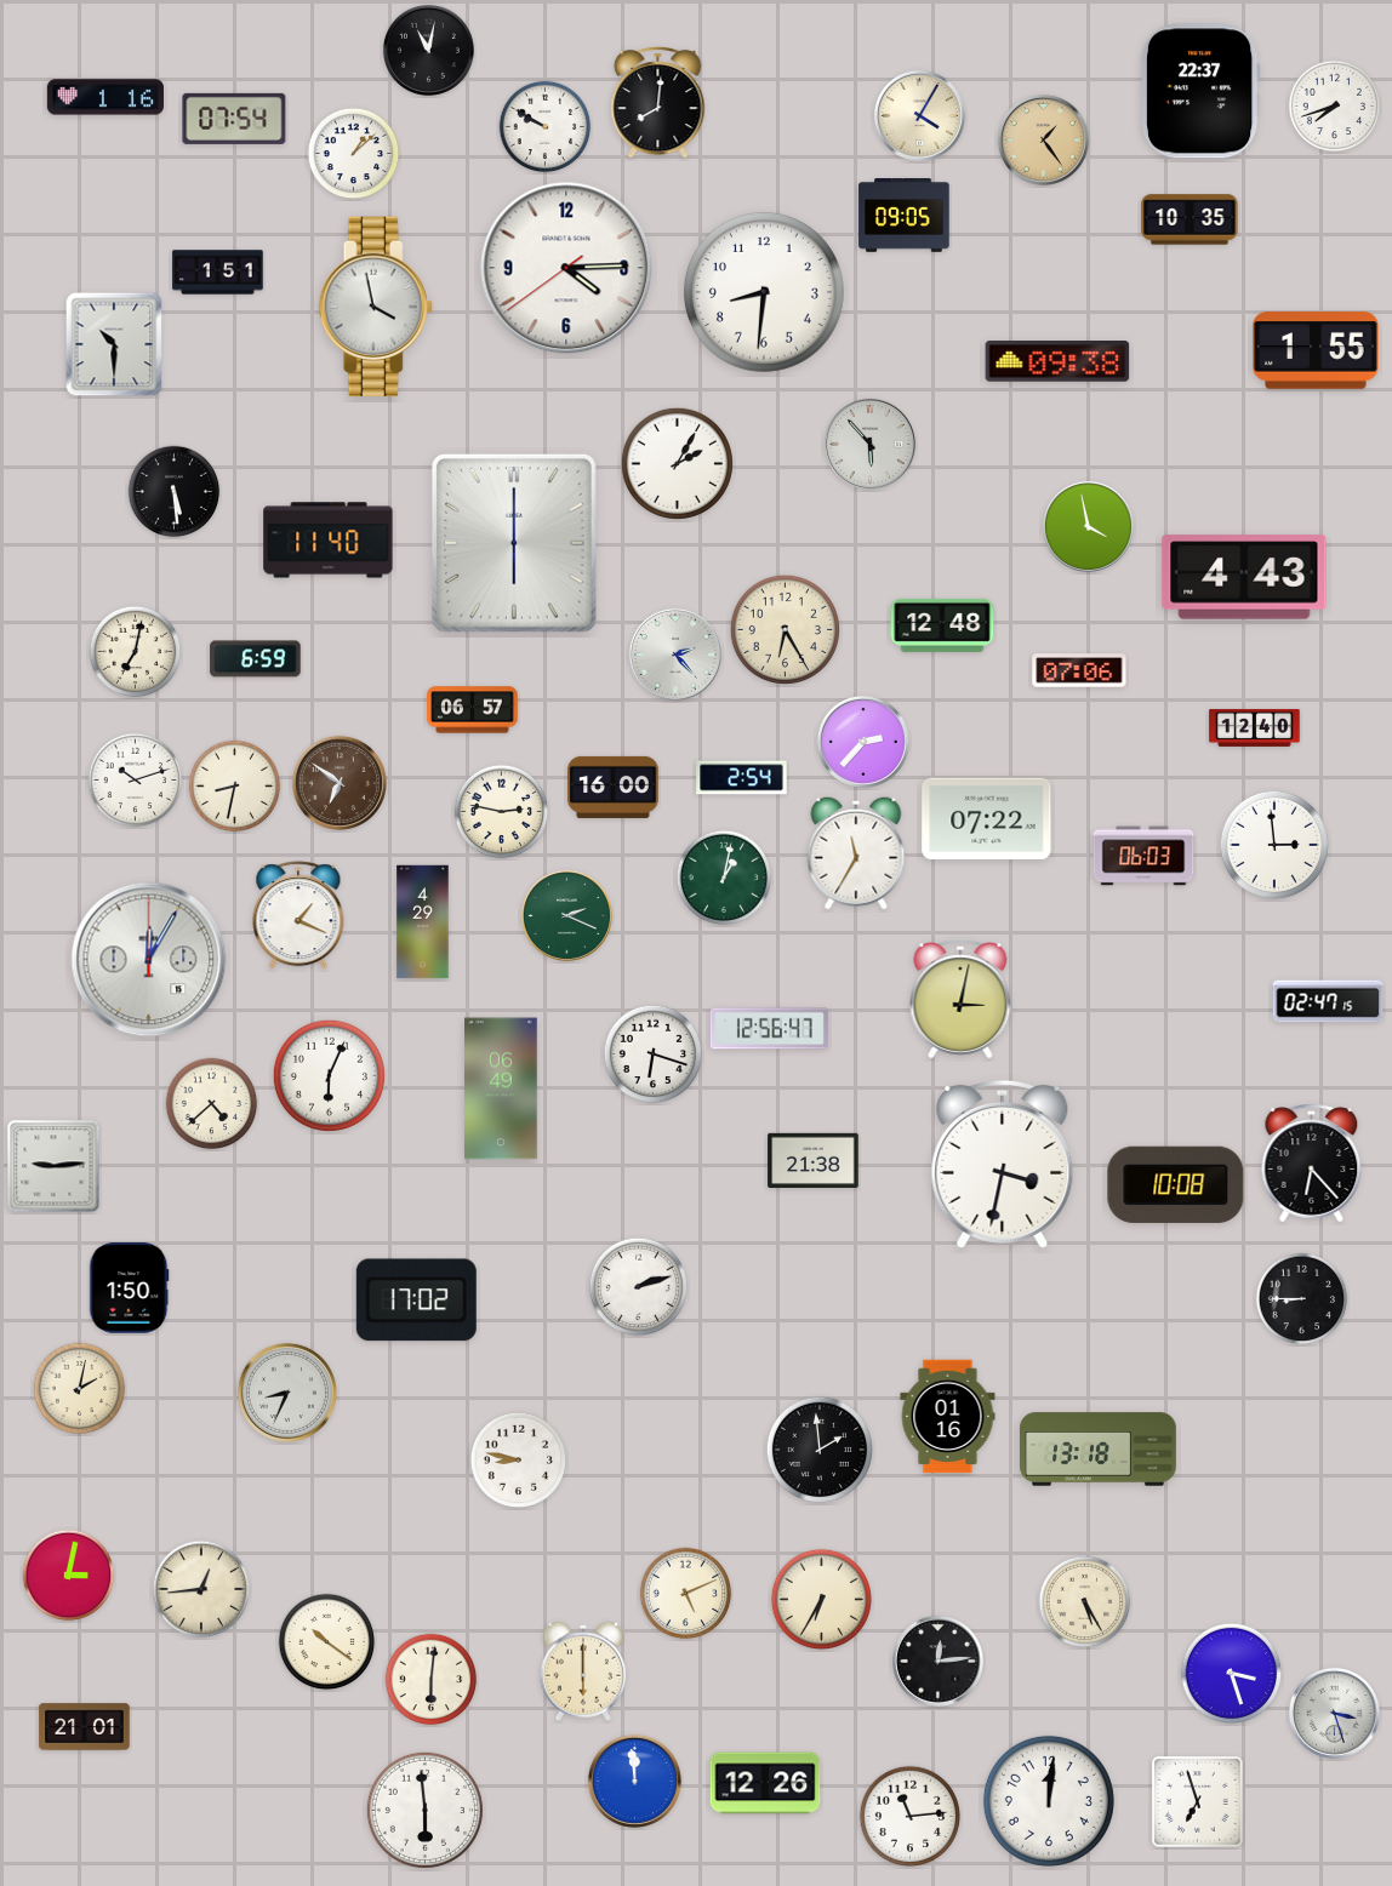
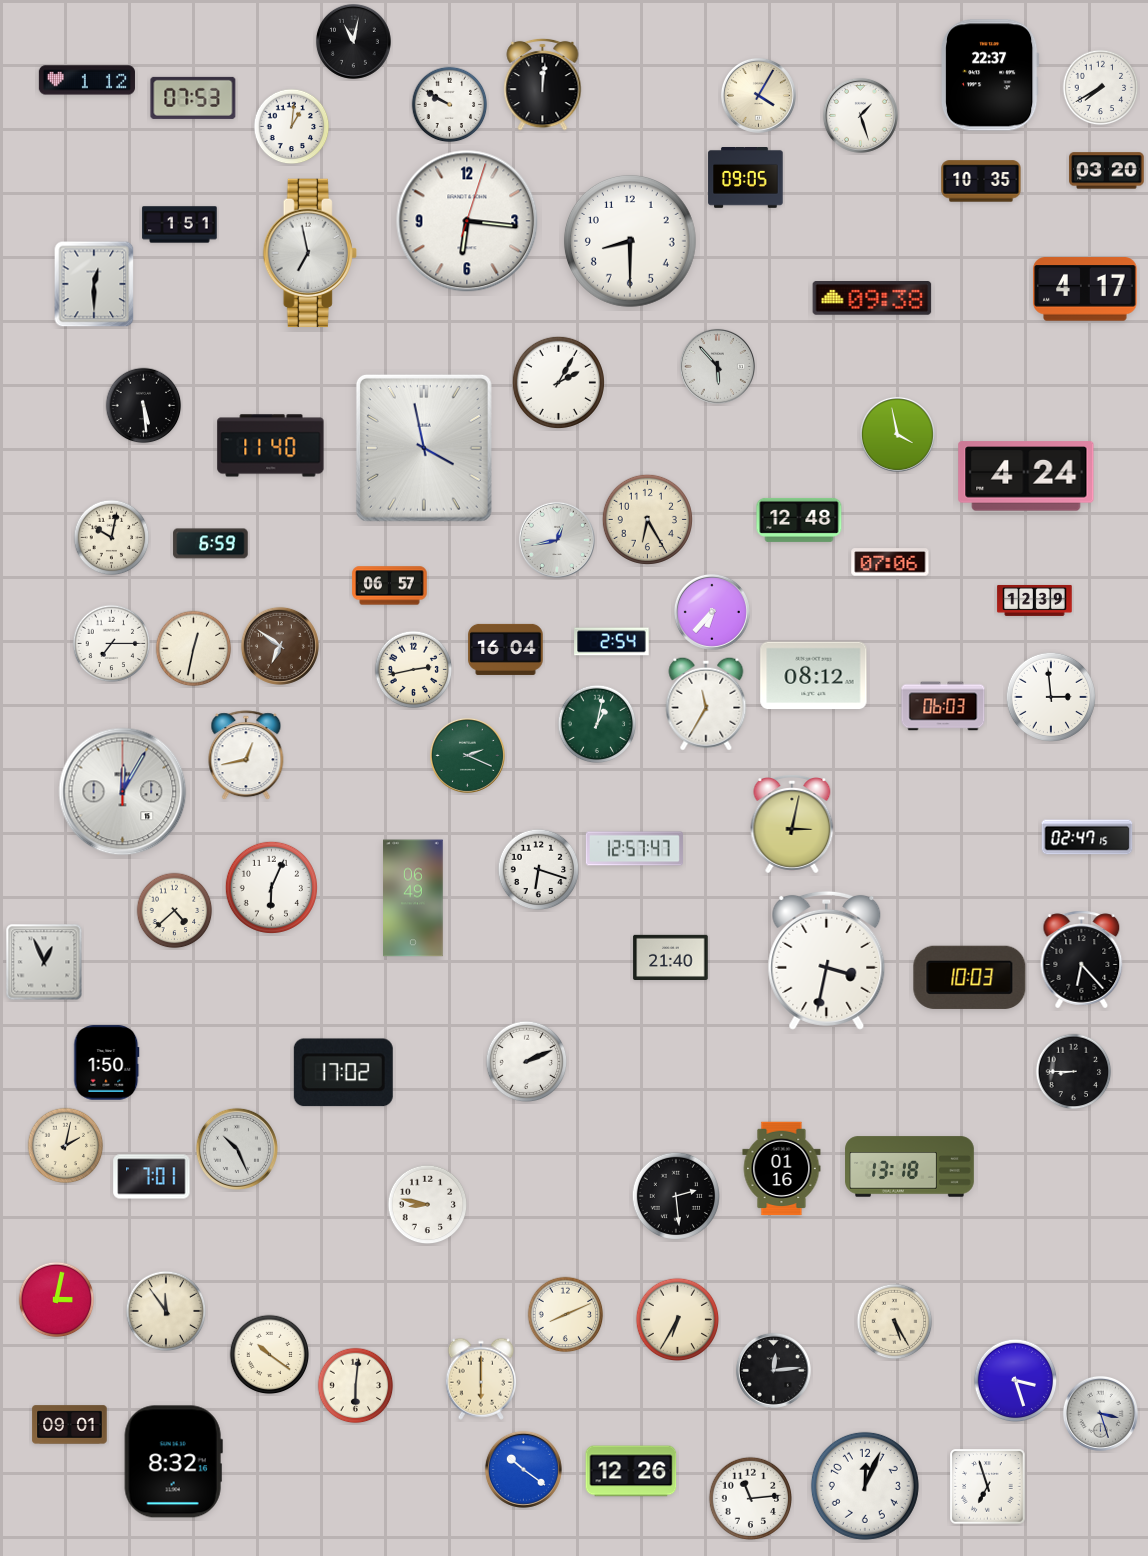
clock at (105, 97): 1:16 -> 1:12
clock at (658, 102): 8:01 -> 12:01
clock at (1335, 107): 7:42 -> 7:40
clock at (234, 119): 07:54 -> 07:53
clock at (1043, 139): 1:24 -> 1:27
clock at (1043, 139) dial: champagne -> white
clock at (354, 154): 1:08 -> 1:01
clock at (1107, 171): none -> 03:20
clock at (566, 268): 4:14 -> 6:16
clock at (764, 292): 8:31 -> 8:30
clock at (376, 307): 3:58 -> 6:58
clock at (114, 344): 10:30 -> 12:30
clock at (1316, 350): 1:55 -> 4:17
clock at (514, 543): 6:00 -> 3:58
clock at (1244, 577): 4:43 -> 4:24
clock at (942, 625) position: (942, 625) -> (799, 520)
clock at (136, 652): 7:02 -> 10:02
clock at (675, 655): 2:23 -> 12:43
clock at (1079, 670) position: (1079, 670) -> (890, 562)
clock at (1255, 727): 12:40 -> 12:39
clock at (863, 742): 2:37 -> 6:37
clock at (136, 781): 10:12 -> 7:15
clock at (235, 787): 8:32 -> 12:32
clock at (614, 787): 16:00 -> 16:04
clock at (502, 812): 2:47 -> 2:43
clock at (987, 819): 07:22 -> 08:12
clock at (298, 916): 1:19 -> 12:43
clock at (423, 922): 4:29 -> none
clock at (1328, 1001) position: (1328, 1001) -> (1087, 837)
clock at (769, 1029): 12:56 -> 12:57
clock at (814, 1160): 21:38 -> 21:40
clock at (53, 1166): 9:14 -> 12:56
clock at (1176, 1184): 10:08 -> 10:03
clock at (639, 1287): 2:12 -> 2:11
clock at (287, 1393): 8:34 -> 10:26
clock at (152, 1177): none -> 7:01
clock at (818, 1448): 1:59 -> 2:29
clock at (1099, 1450) position: (1099, 1450) -> (910, 1167)
clock at (201, 1589): 12:44 -> 11:54
clock at (686, 1594): 5:11 -> 8:11
clock at (85, 1727): 21:01 -> 09:01
clock at (173, 1462): none -> 8:32
clock at (634, 1781): 11:59 -> 10:21
clock at (1049, 1801): 12:01 -> 12:04
clock at (424, 1810): 5:59 -> none
